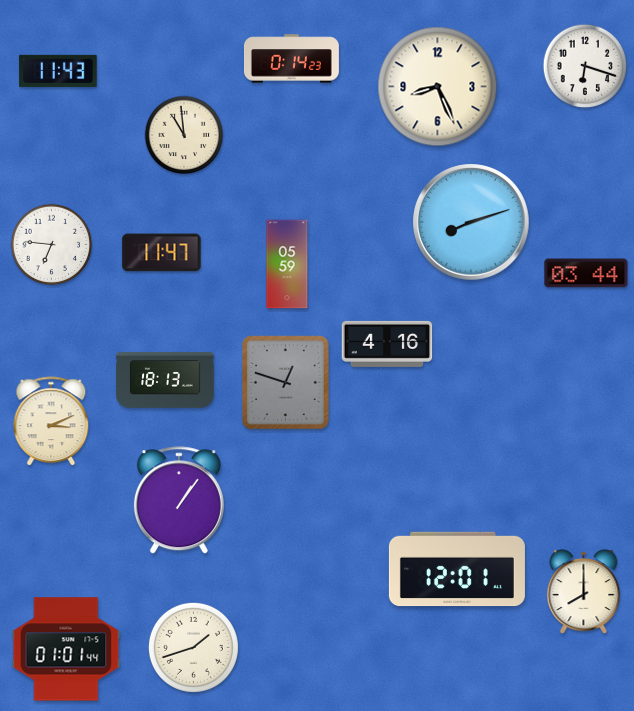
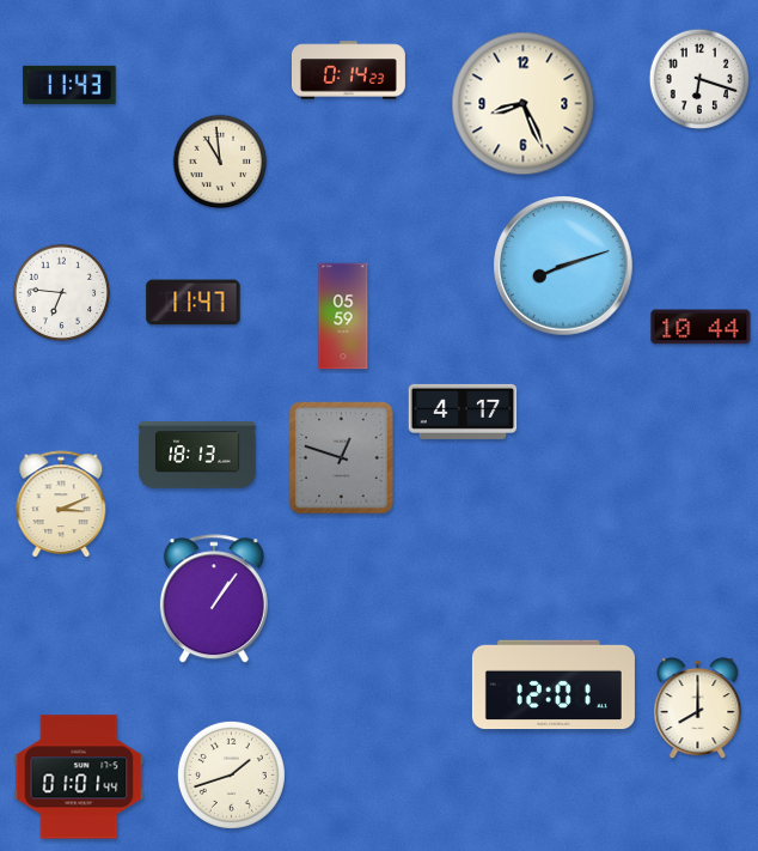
clock at (586, 273): 03:44 -> 10:44
clock at (387, 344): 4:16 -> 4:17
clock at (457, 569) position: (457, 569) -> (554, 685)
